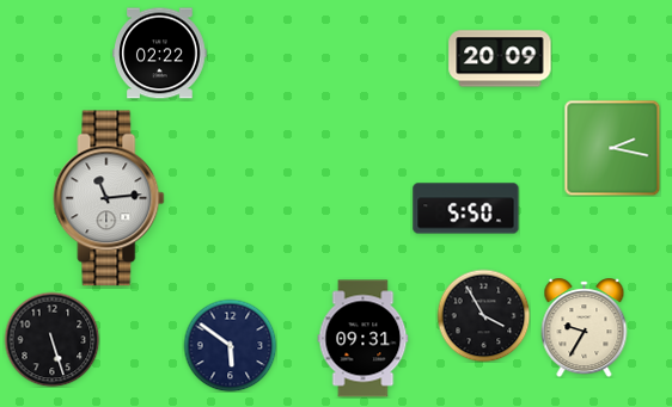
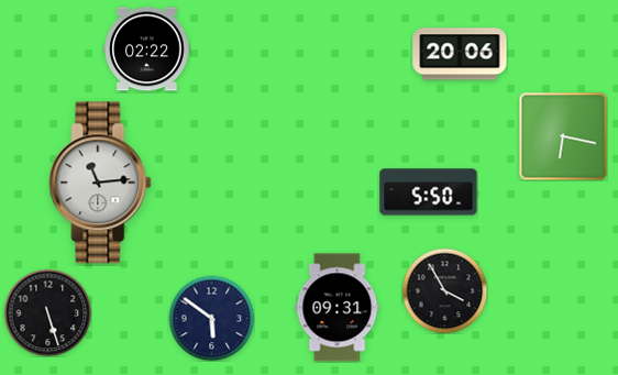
clock at (500, 58): 20:09 -> 20:06
clock at (612, 148): 2:17 -> 6:17
clock at (585, 328): 9:35 -> none
clock at (364, 339) position: (364, 339) -> (338, 308)
